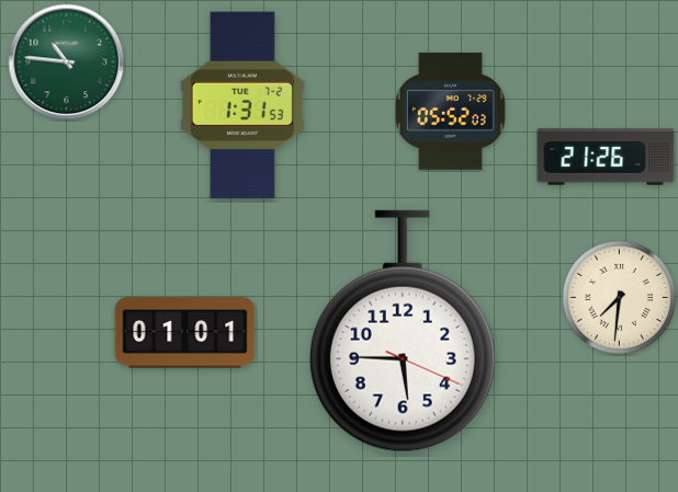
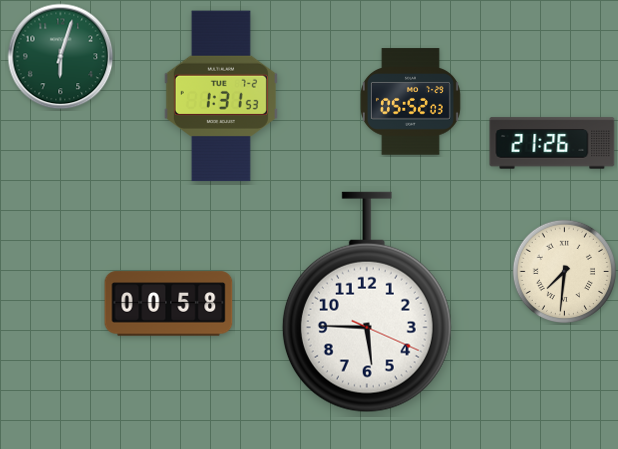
clock at (67, 62): 10:46 -> 6:03
clock at (185, 333): 01:01 -> 00:58
